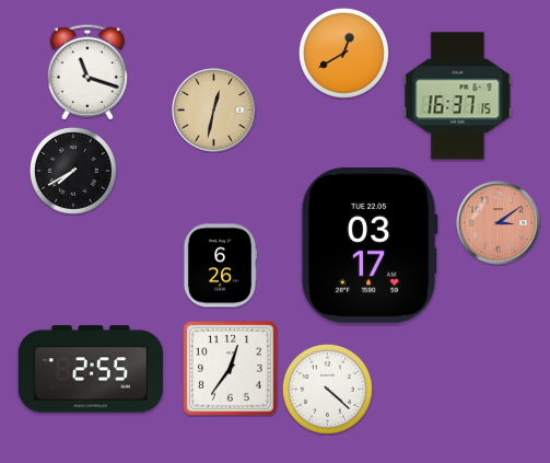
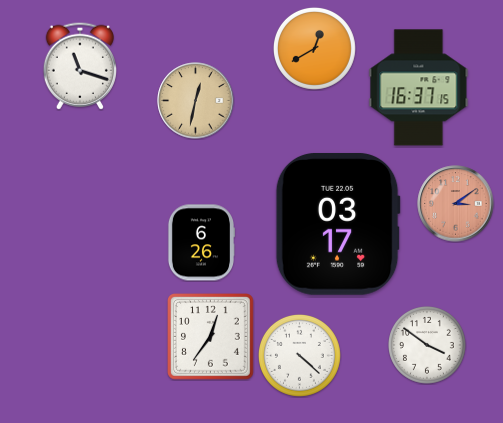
clock at (74, 172): 7:40 -> none
clock at (91, 369): 2:55 -> none
clock at (428, 346): none -> 3:51
